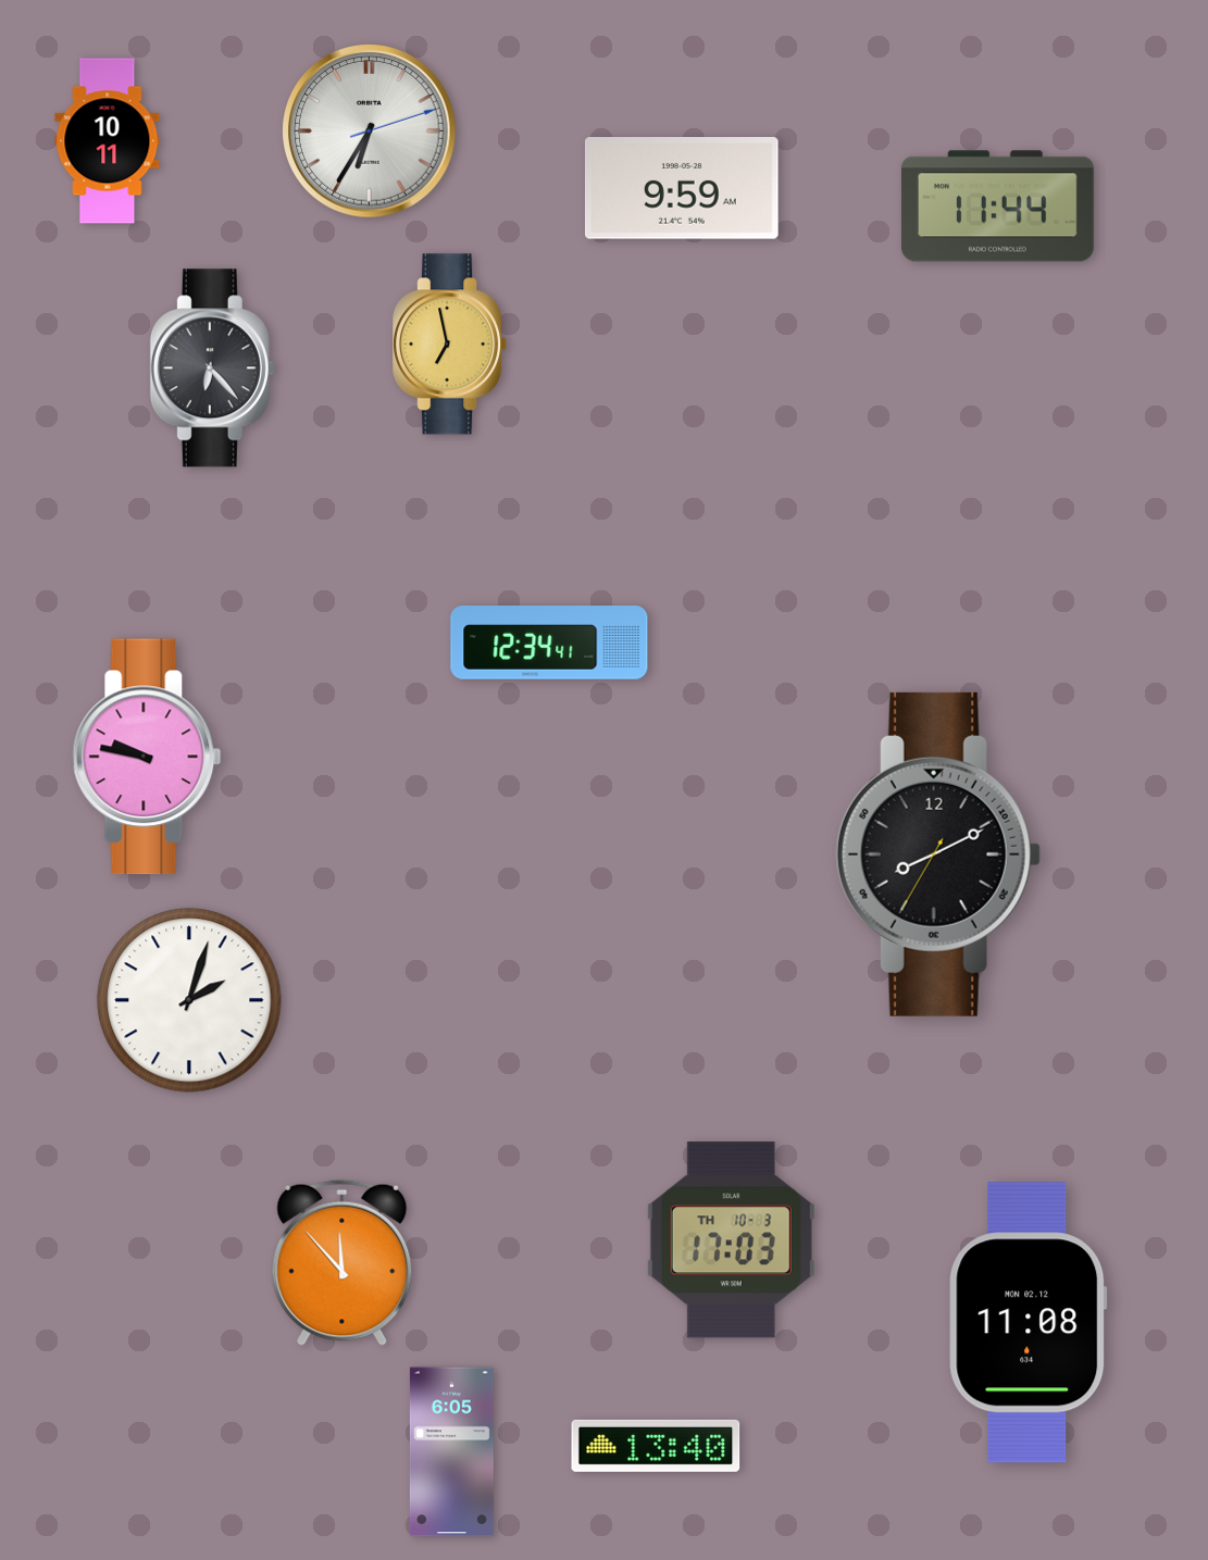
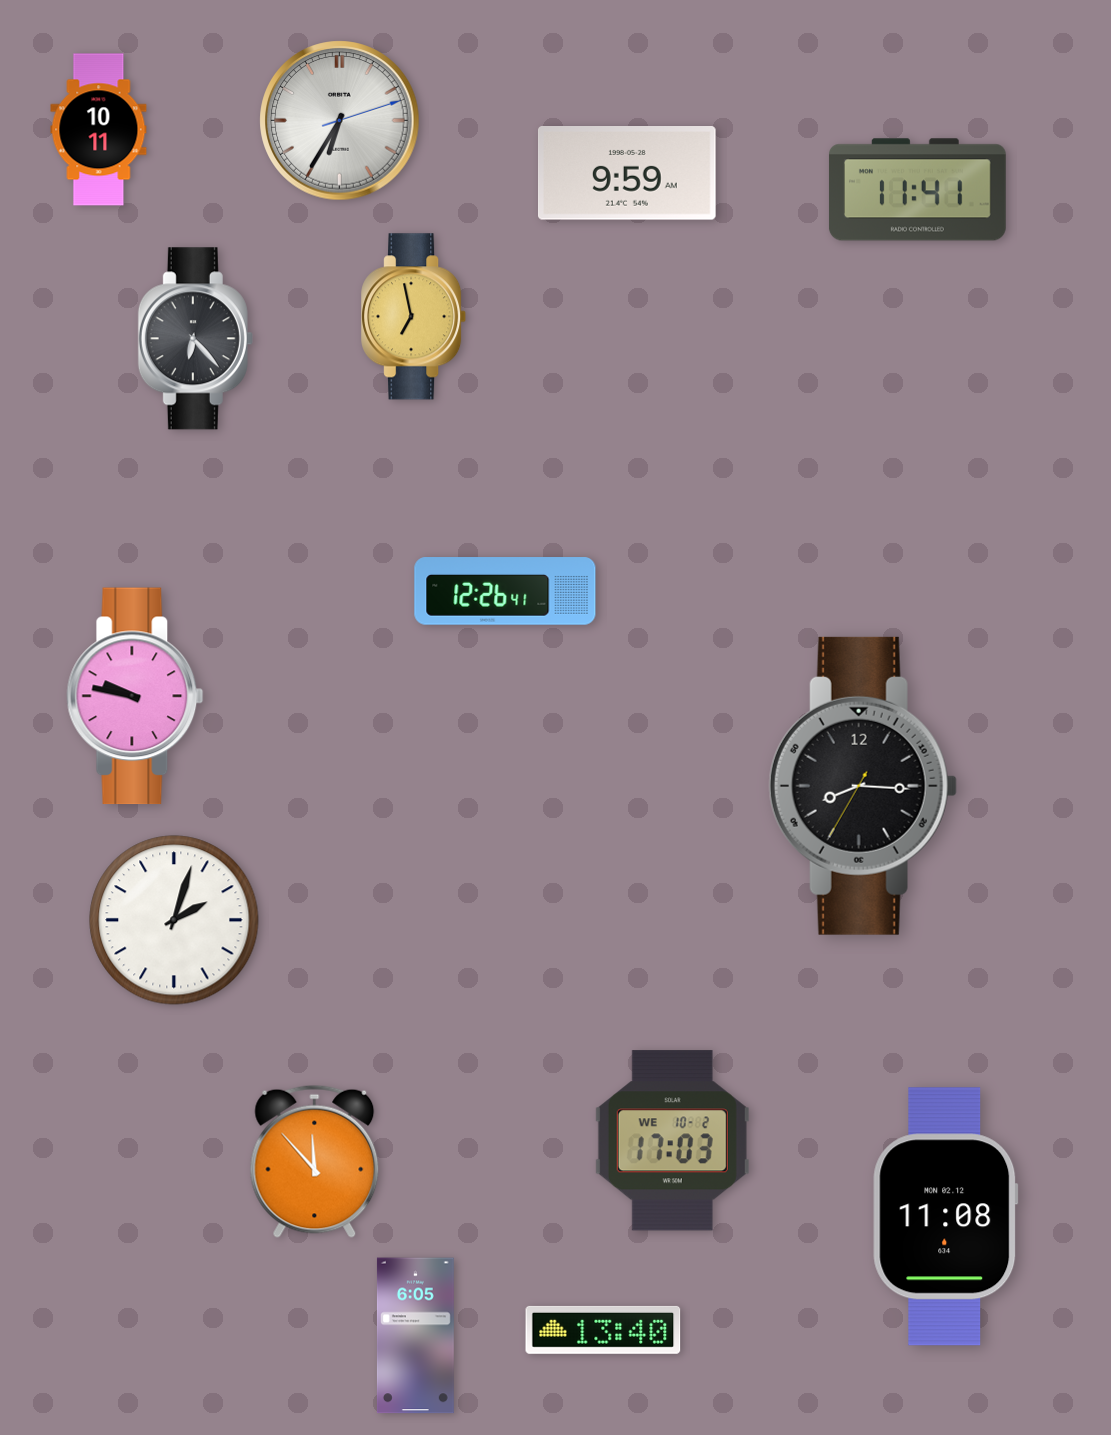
clock at (997, 207): 11:44 -> 11:41
clock at (549, 642): 12:34 -> 12:26
clock at (938, 854): 8:10 -> 8:15
clock at (731, 1240) date: TH 10-3 -> WE 10-2
